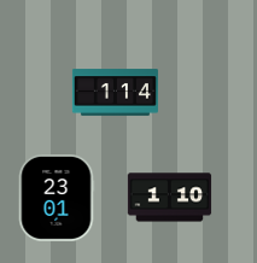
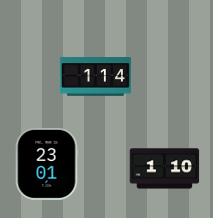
clock at (170, 198) position: (170, 198) -> (165, 169)
